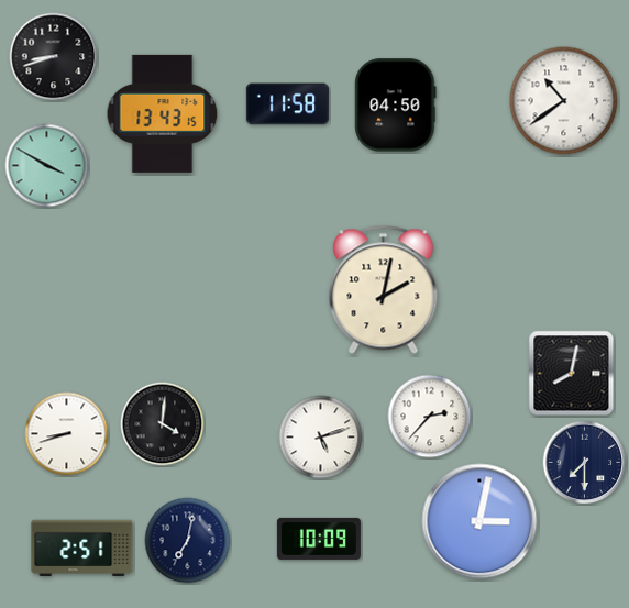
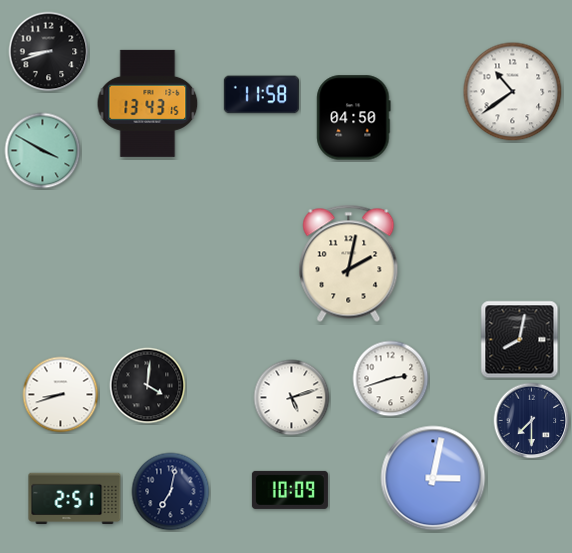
clock at (396, 106) position: (396, 106) -> (354, 118)
clock at (430, 417): 2:37 -> 2:42
clock at (479, 521) position: (479, 521) -> (433, 478)
